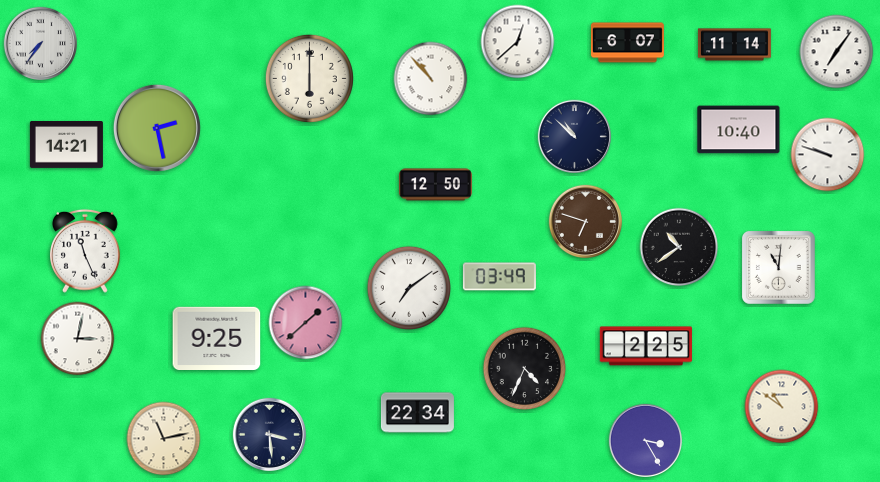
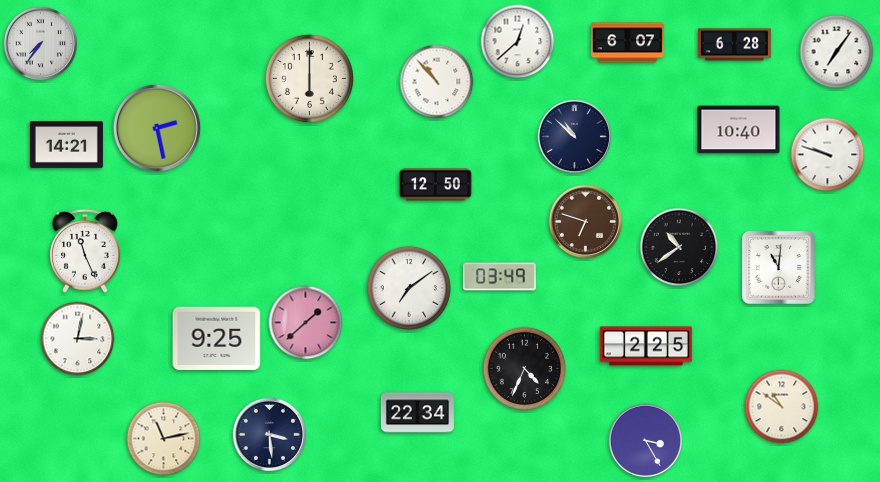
clock at (734, 45): 11:14 -> 6:28
clock at (431, 79) position: (431, 79) -> (437, 82)
